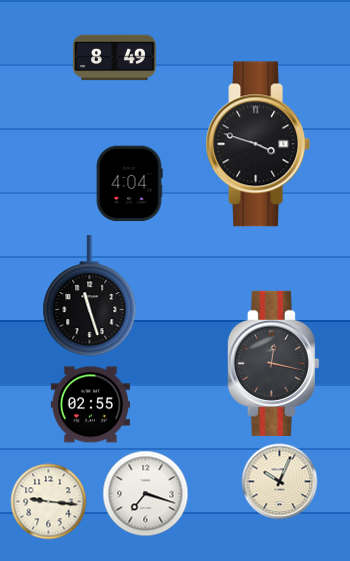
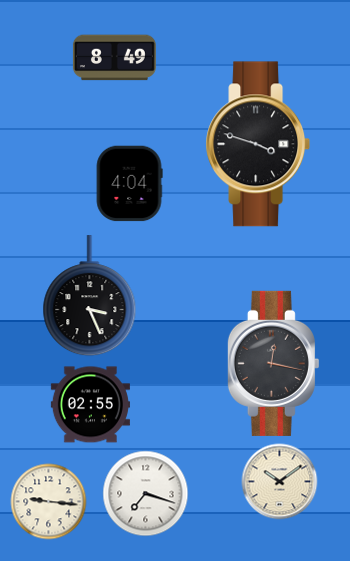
clock at (90, 296): 11:27 -> 3:26
clock at (280, 482): 10:04 -> 10:09
